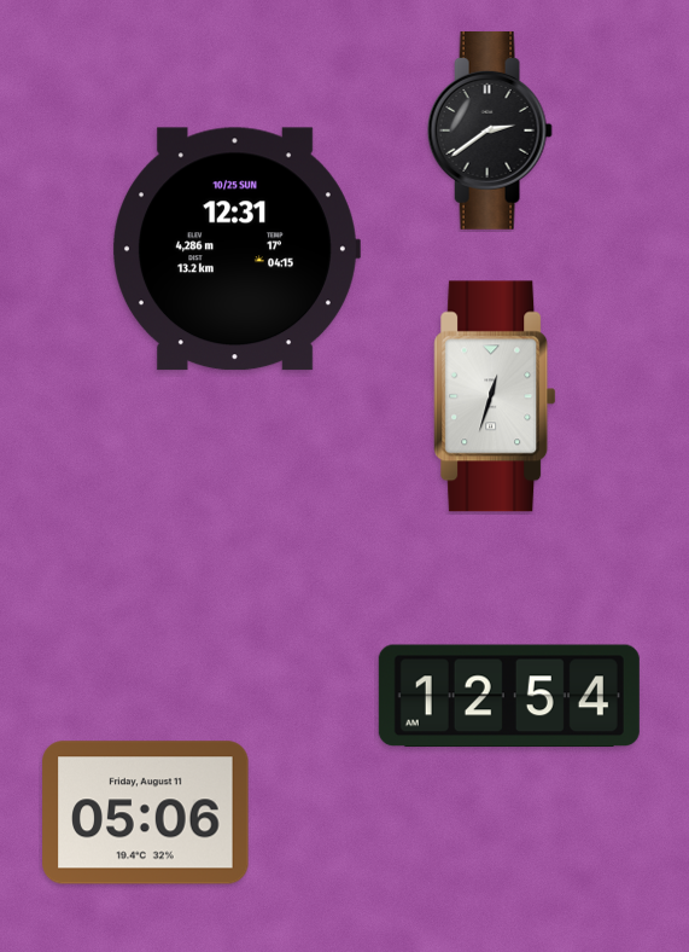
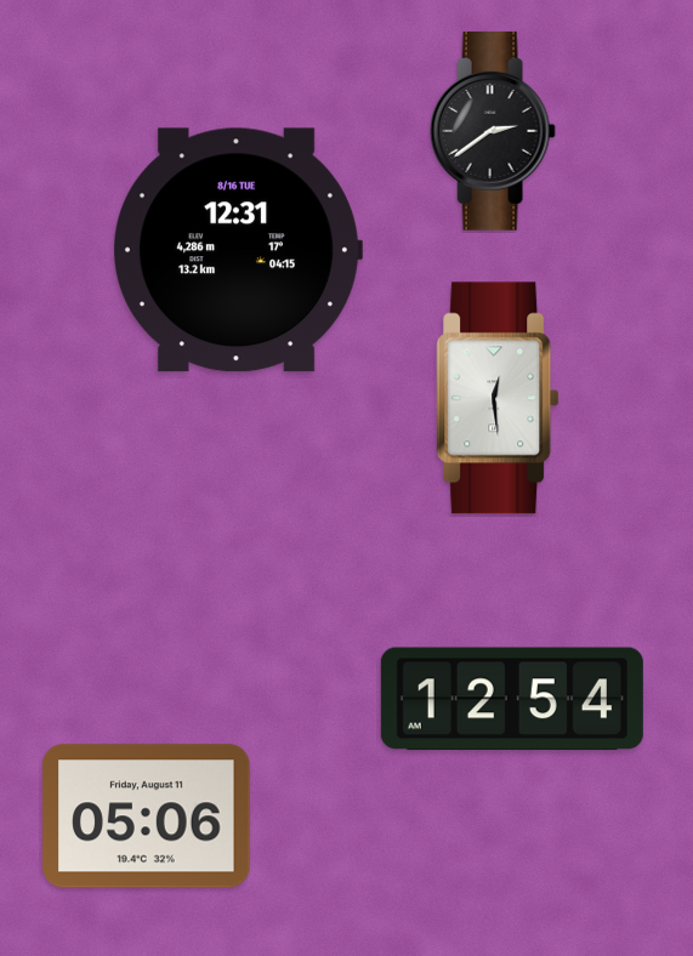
clock at (235, 249) date: 10/25 SUN -> 8/16 TUE
clock at (495, 396): 12:33 -> 12:29
